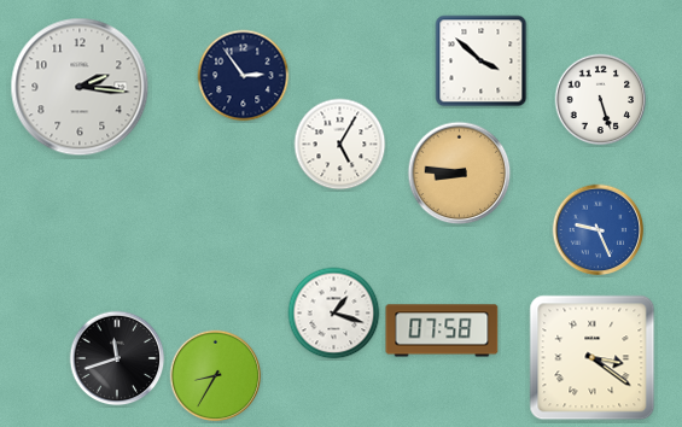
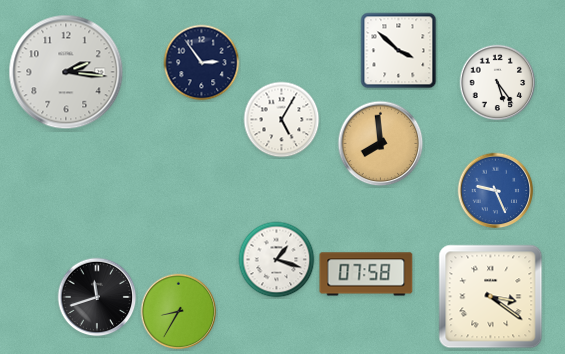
clock at (601, 100): 5:27 -> 5:24
clock at (460, 174): 8:46 -> 7:59
